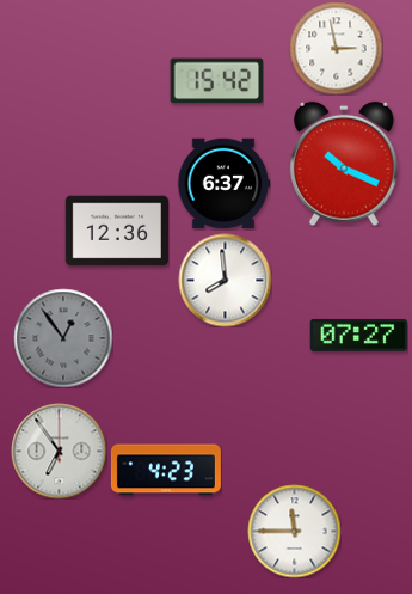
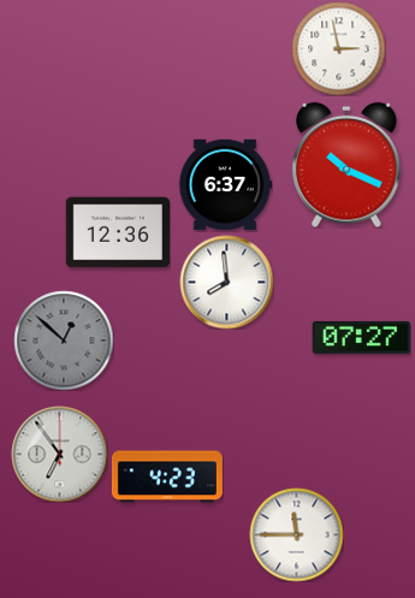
clock at (216, 81): 15:42 -> none
clock at (63, 338): 12:54 -> 12:52
clock at (166, 470) position: (166, 470) -> (167, 476)
